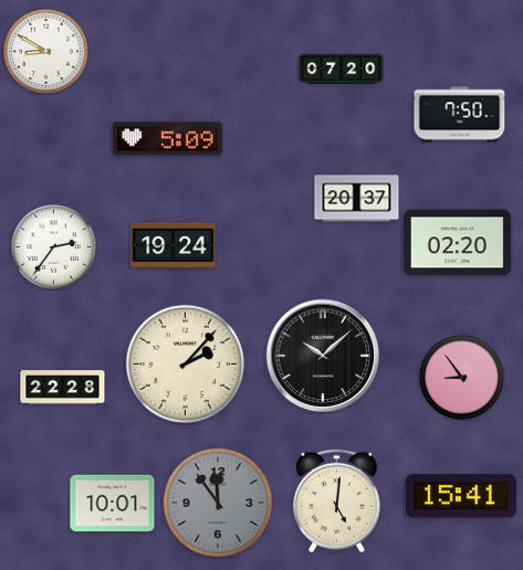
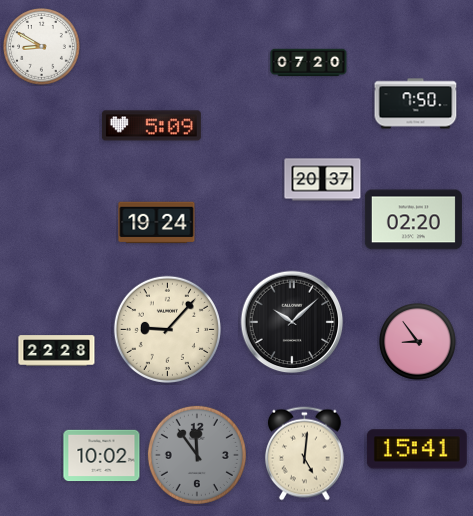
clock at (54, 247): 2:36 -> none
clock at (185, 363): 2:07 -> 9:07
clock at (113, 504): 10:01 -> 10:02
